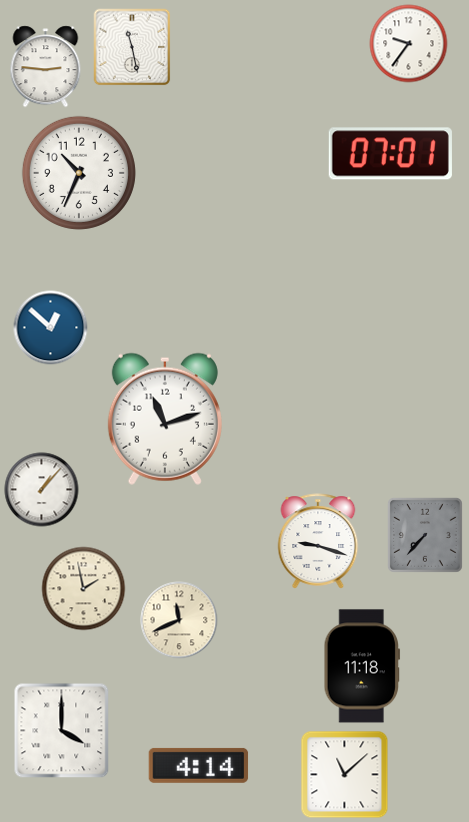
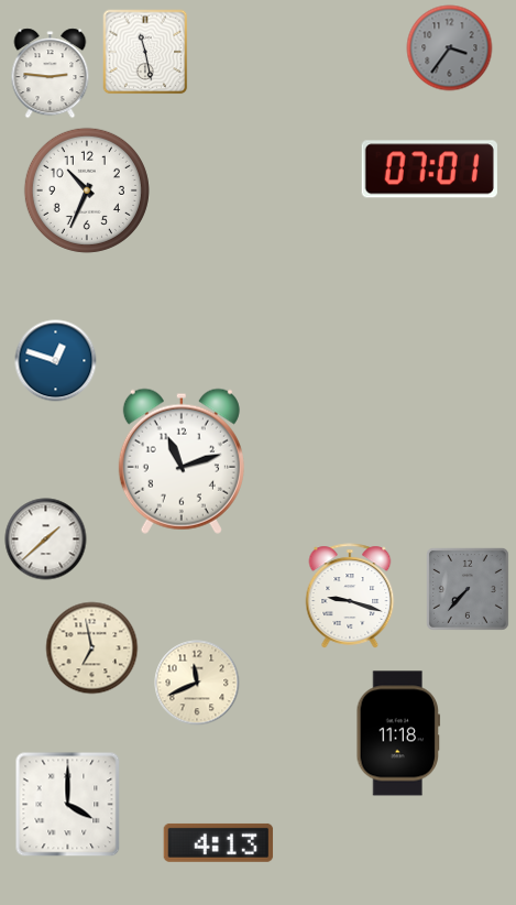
clock at (409, 44): 9:36 -> 3:36
clock at (409, 44) dial: white -> grey
clock at (51, 328): 12:52 -> 12:48
clock at (42, 490): 1:07 -> 1:38
clock at (84, 589): 1:58 -> 6:58
clock at (199, 765): 4:14 -> 4:13
clock at (345, 775): 11:08 -> none
